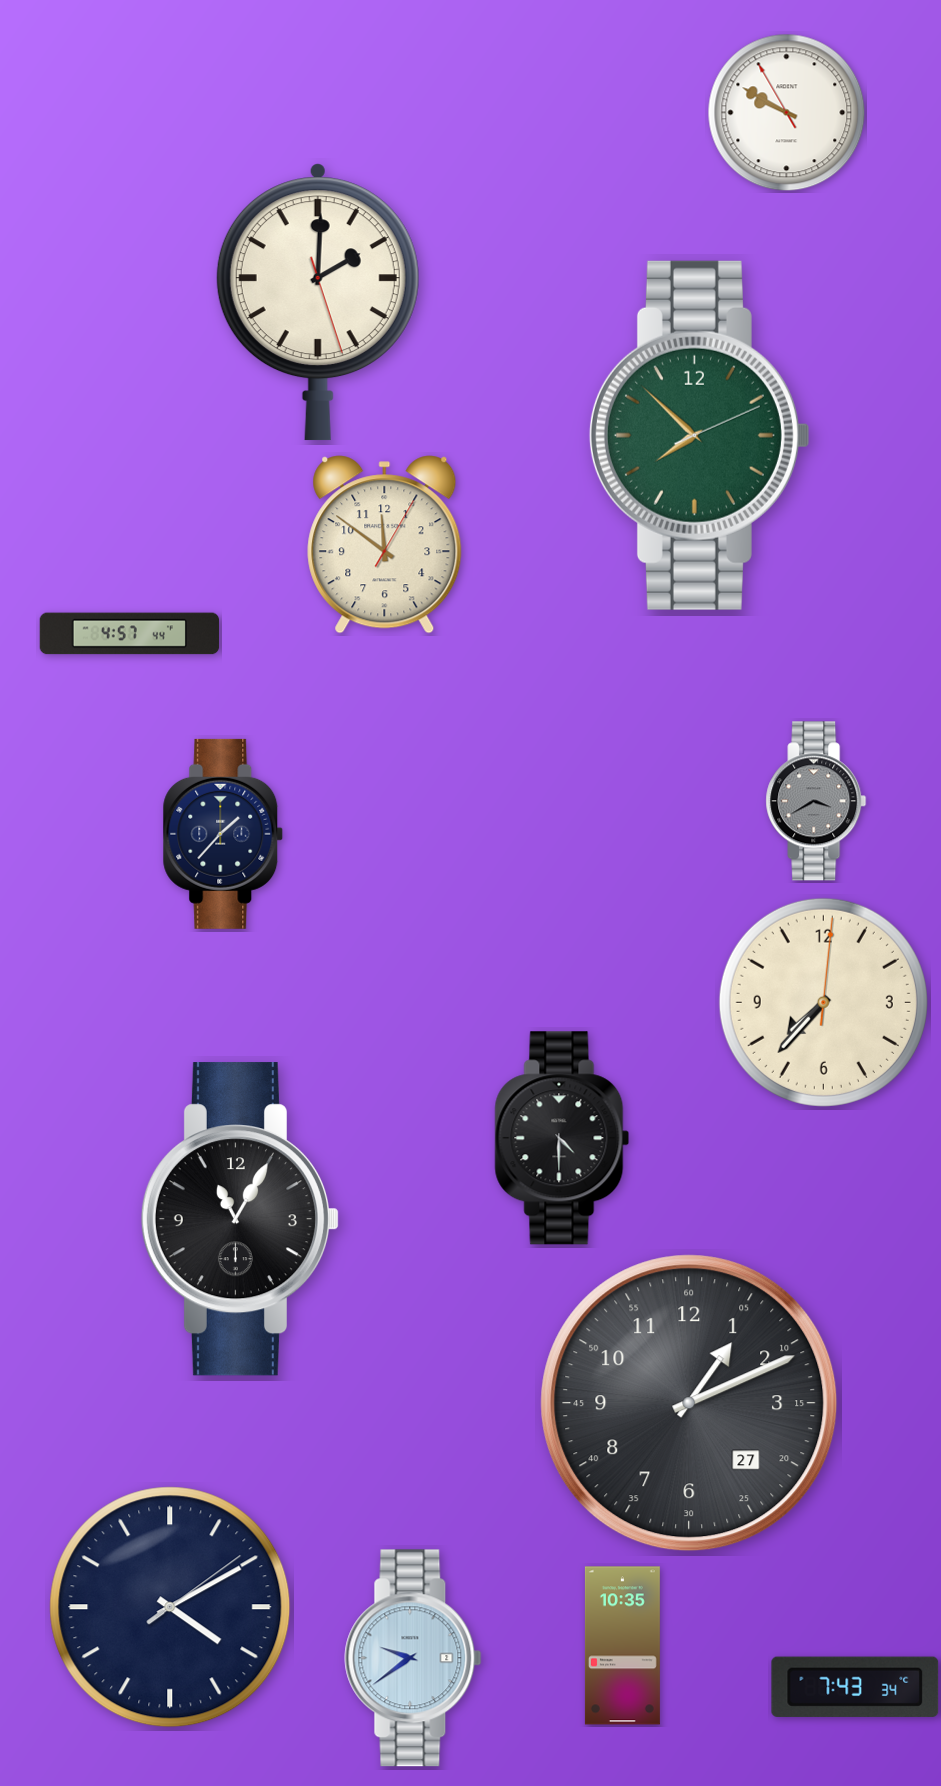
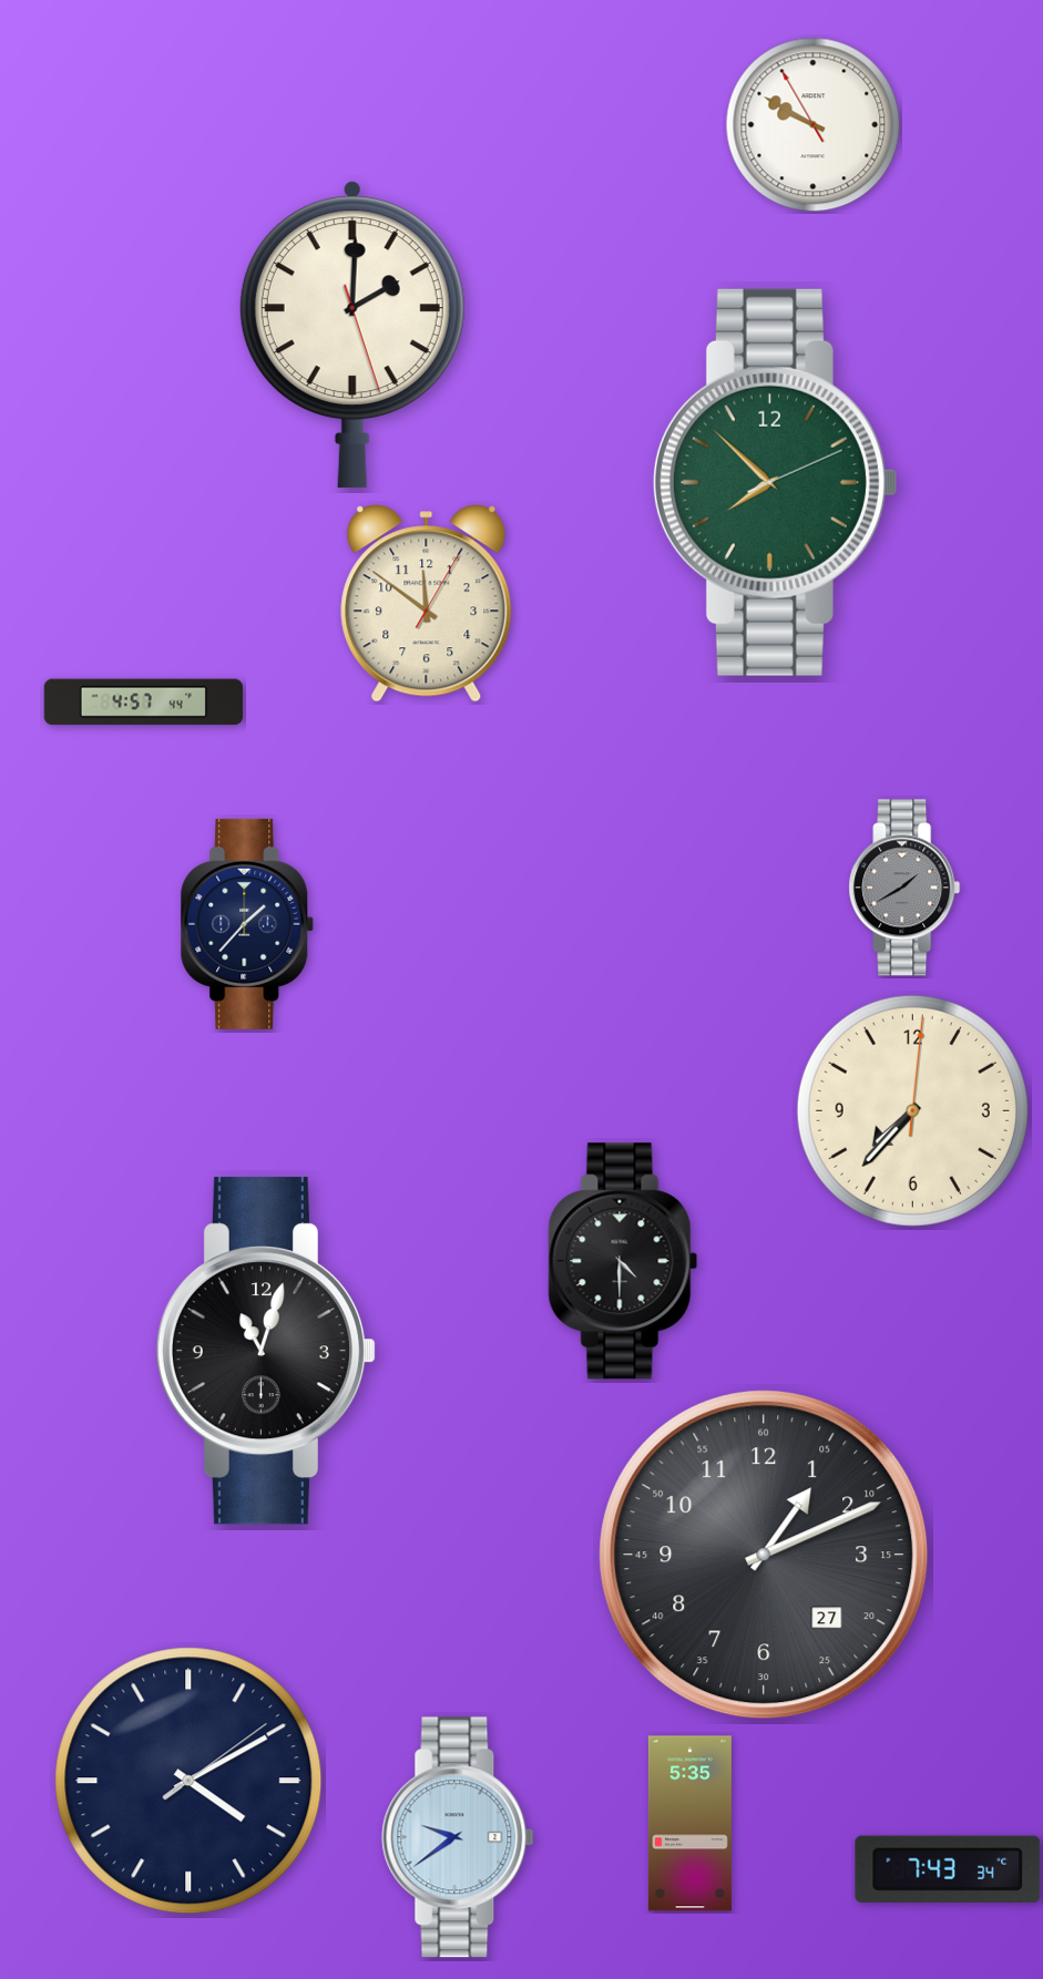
clock at (787, 113) position: (787, 113) -> (814, 125)
clock at (816, 801): 3:40 -> 1:40
clock at (239, 1219): 11:05 -> 11:03
clock at (622, 1646): 10:35 -> 5:35
